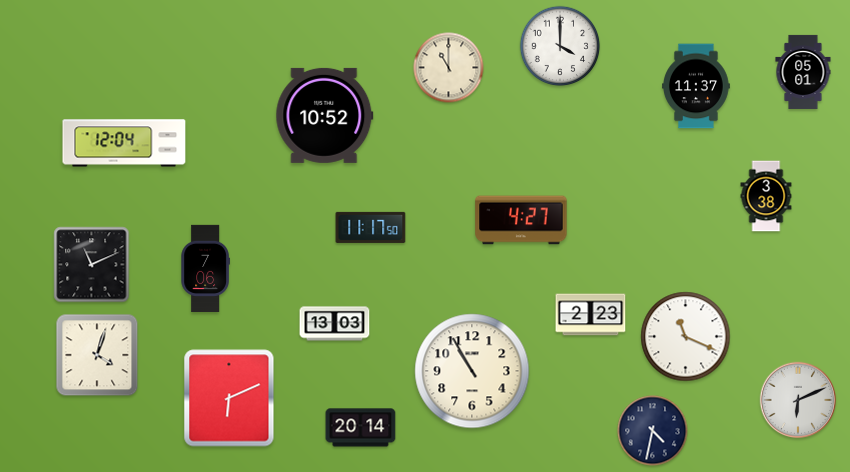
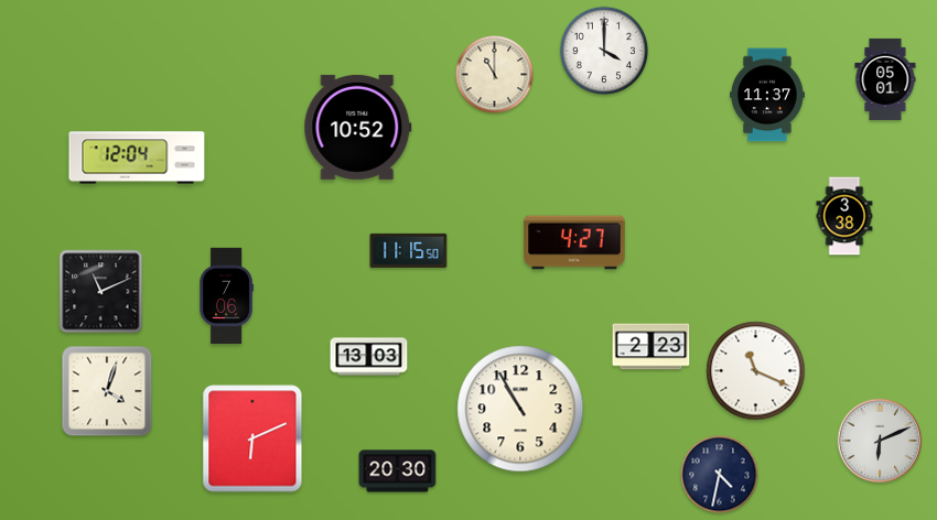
clock at (560, 46) position: (560, 46) -> (604, 51)
clock at (371, 227): 11:17 -> 11:15
clock at (361, 428): 20:14 -> 20:30
